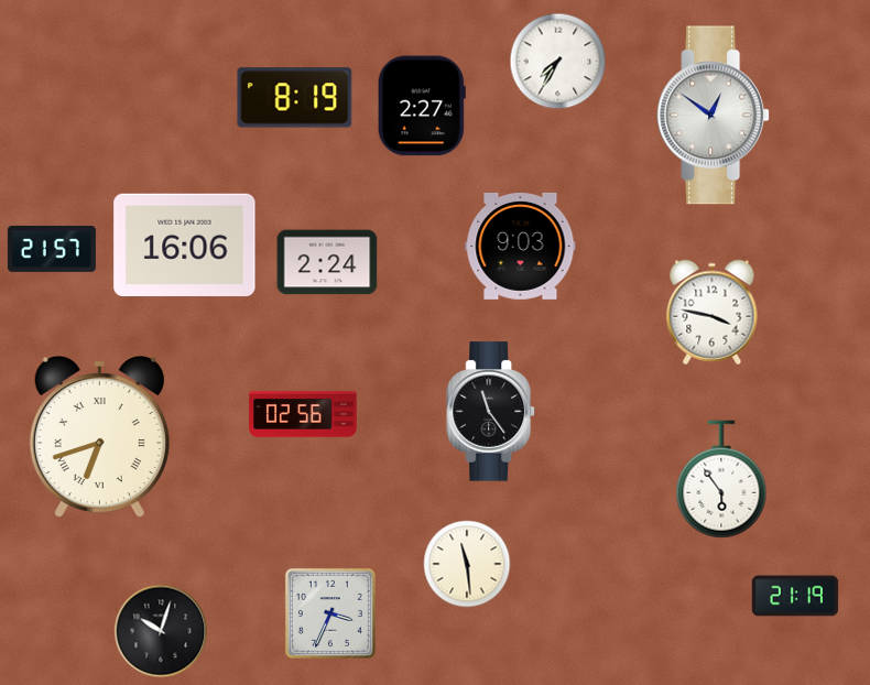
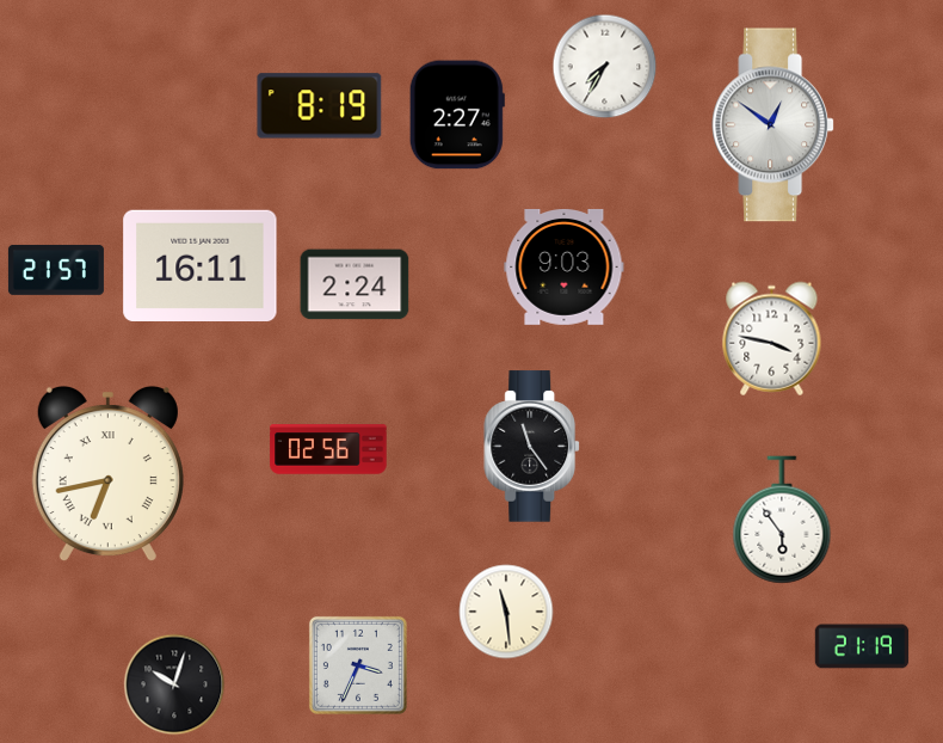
clock at (185, 244): 16:06 -> 16:11
clock at (99, 437): 6:42 -> 6:43
